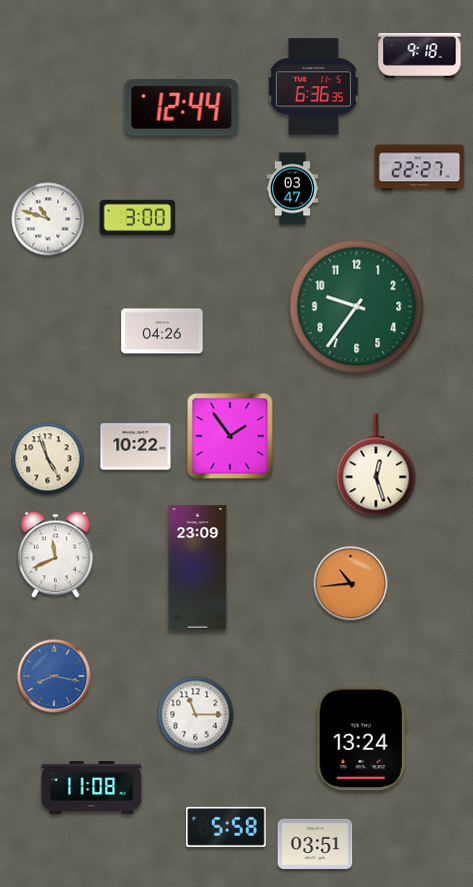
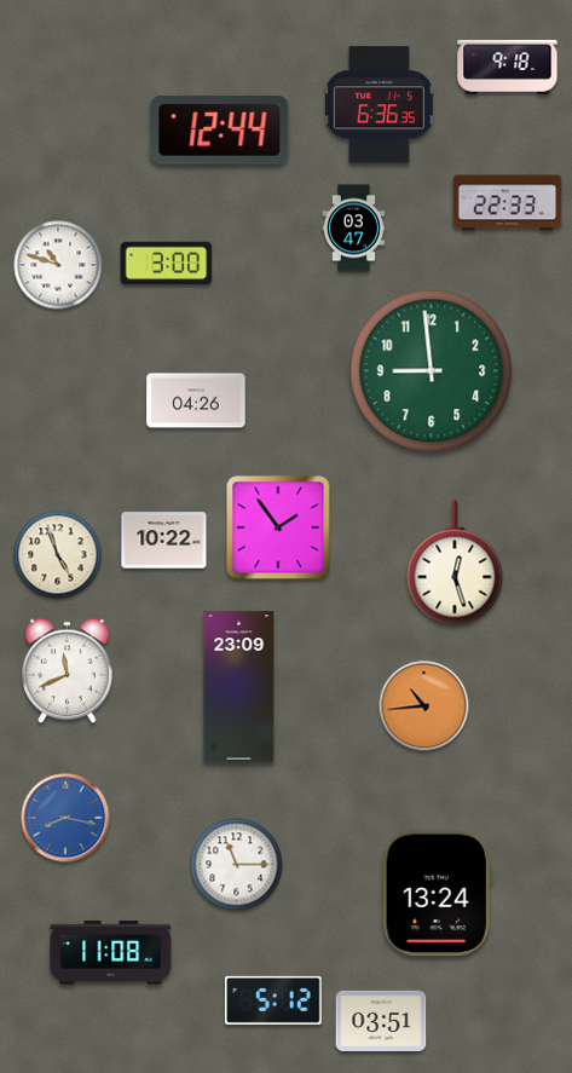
clock at (420, 168): 22:27 -> 22:33
clock at (357, 307): 9:36 -> 8:59
clock at (227, 827): 5:58 -> 5:12
